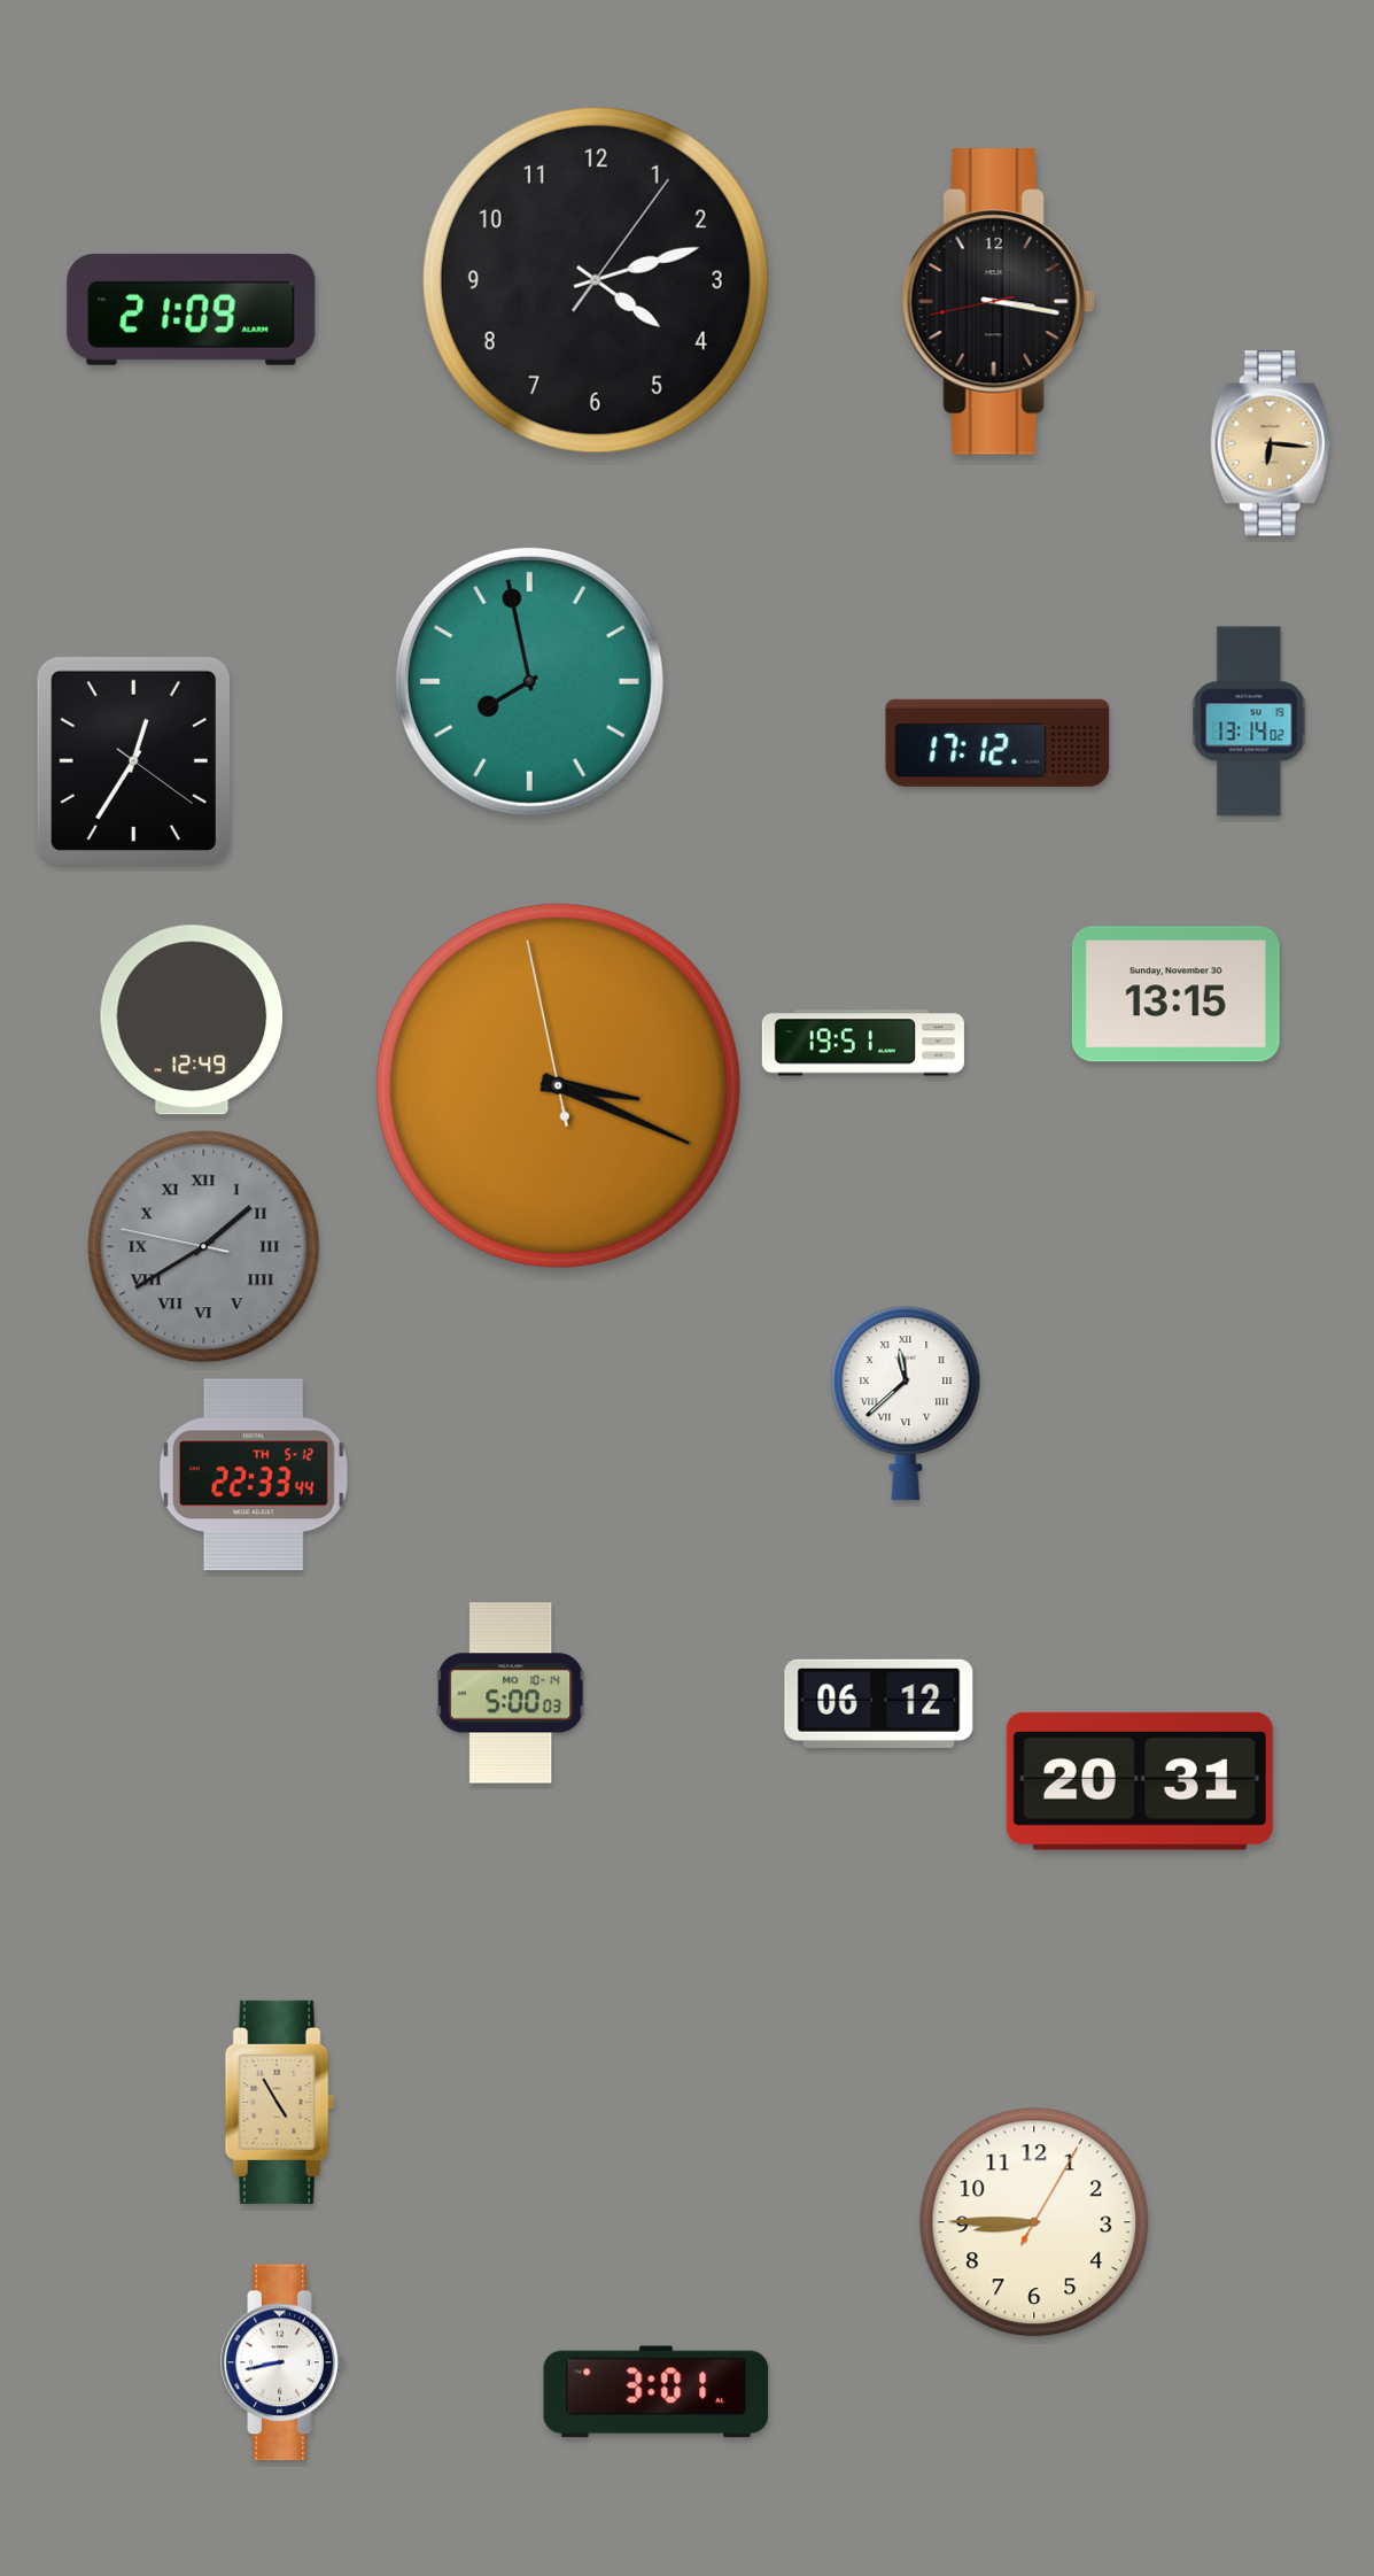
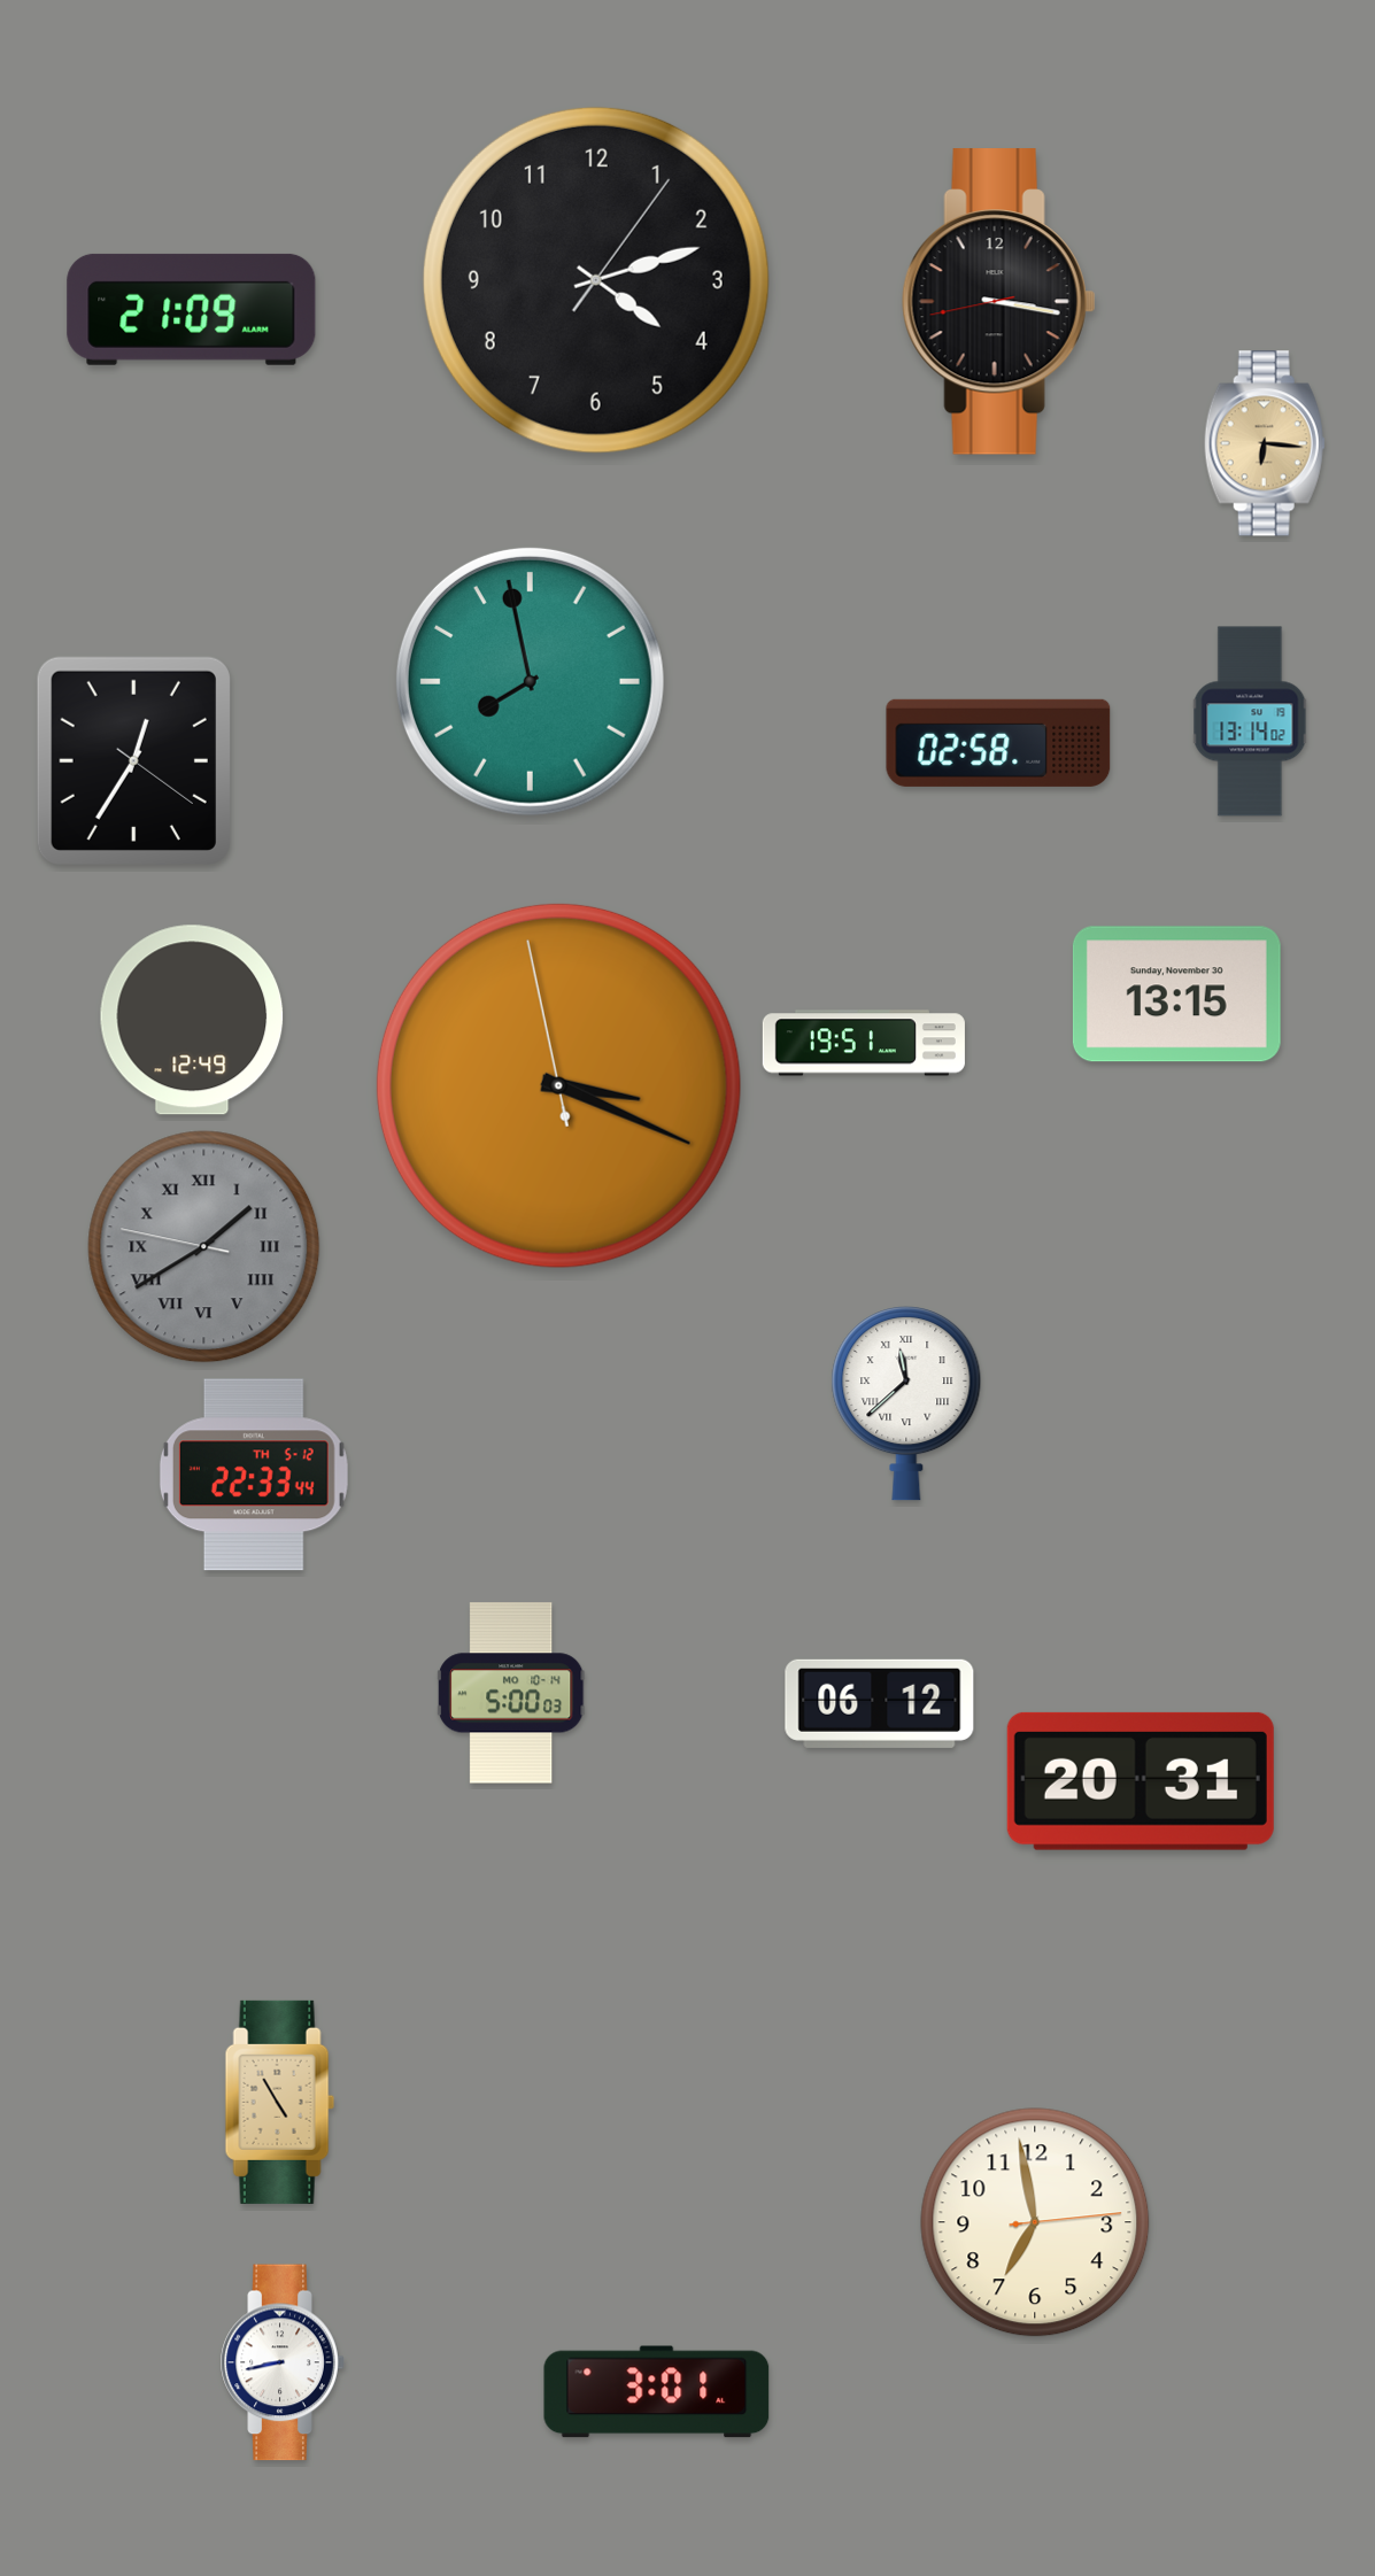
clock at (1271, 443) position: (1271, 443) -> (1265, 443)
clock at (997, 743): 17:12 -> 02:58
clock at (1034, 2222): 8:45 -> 6:58
